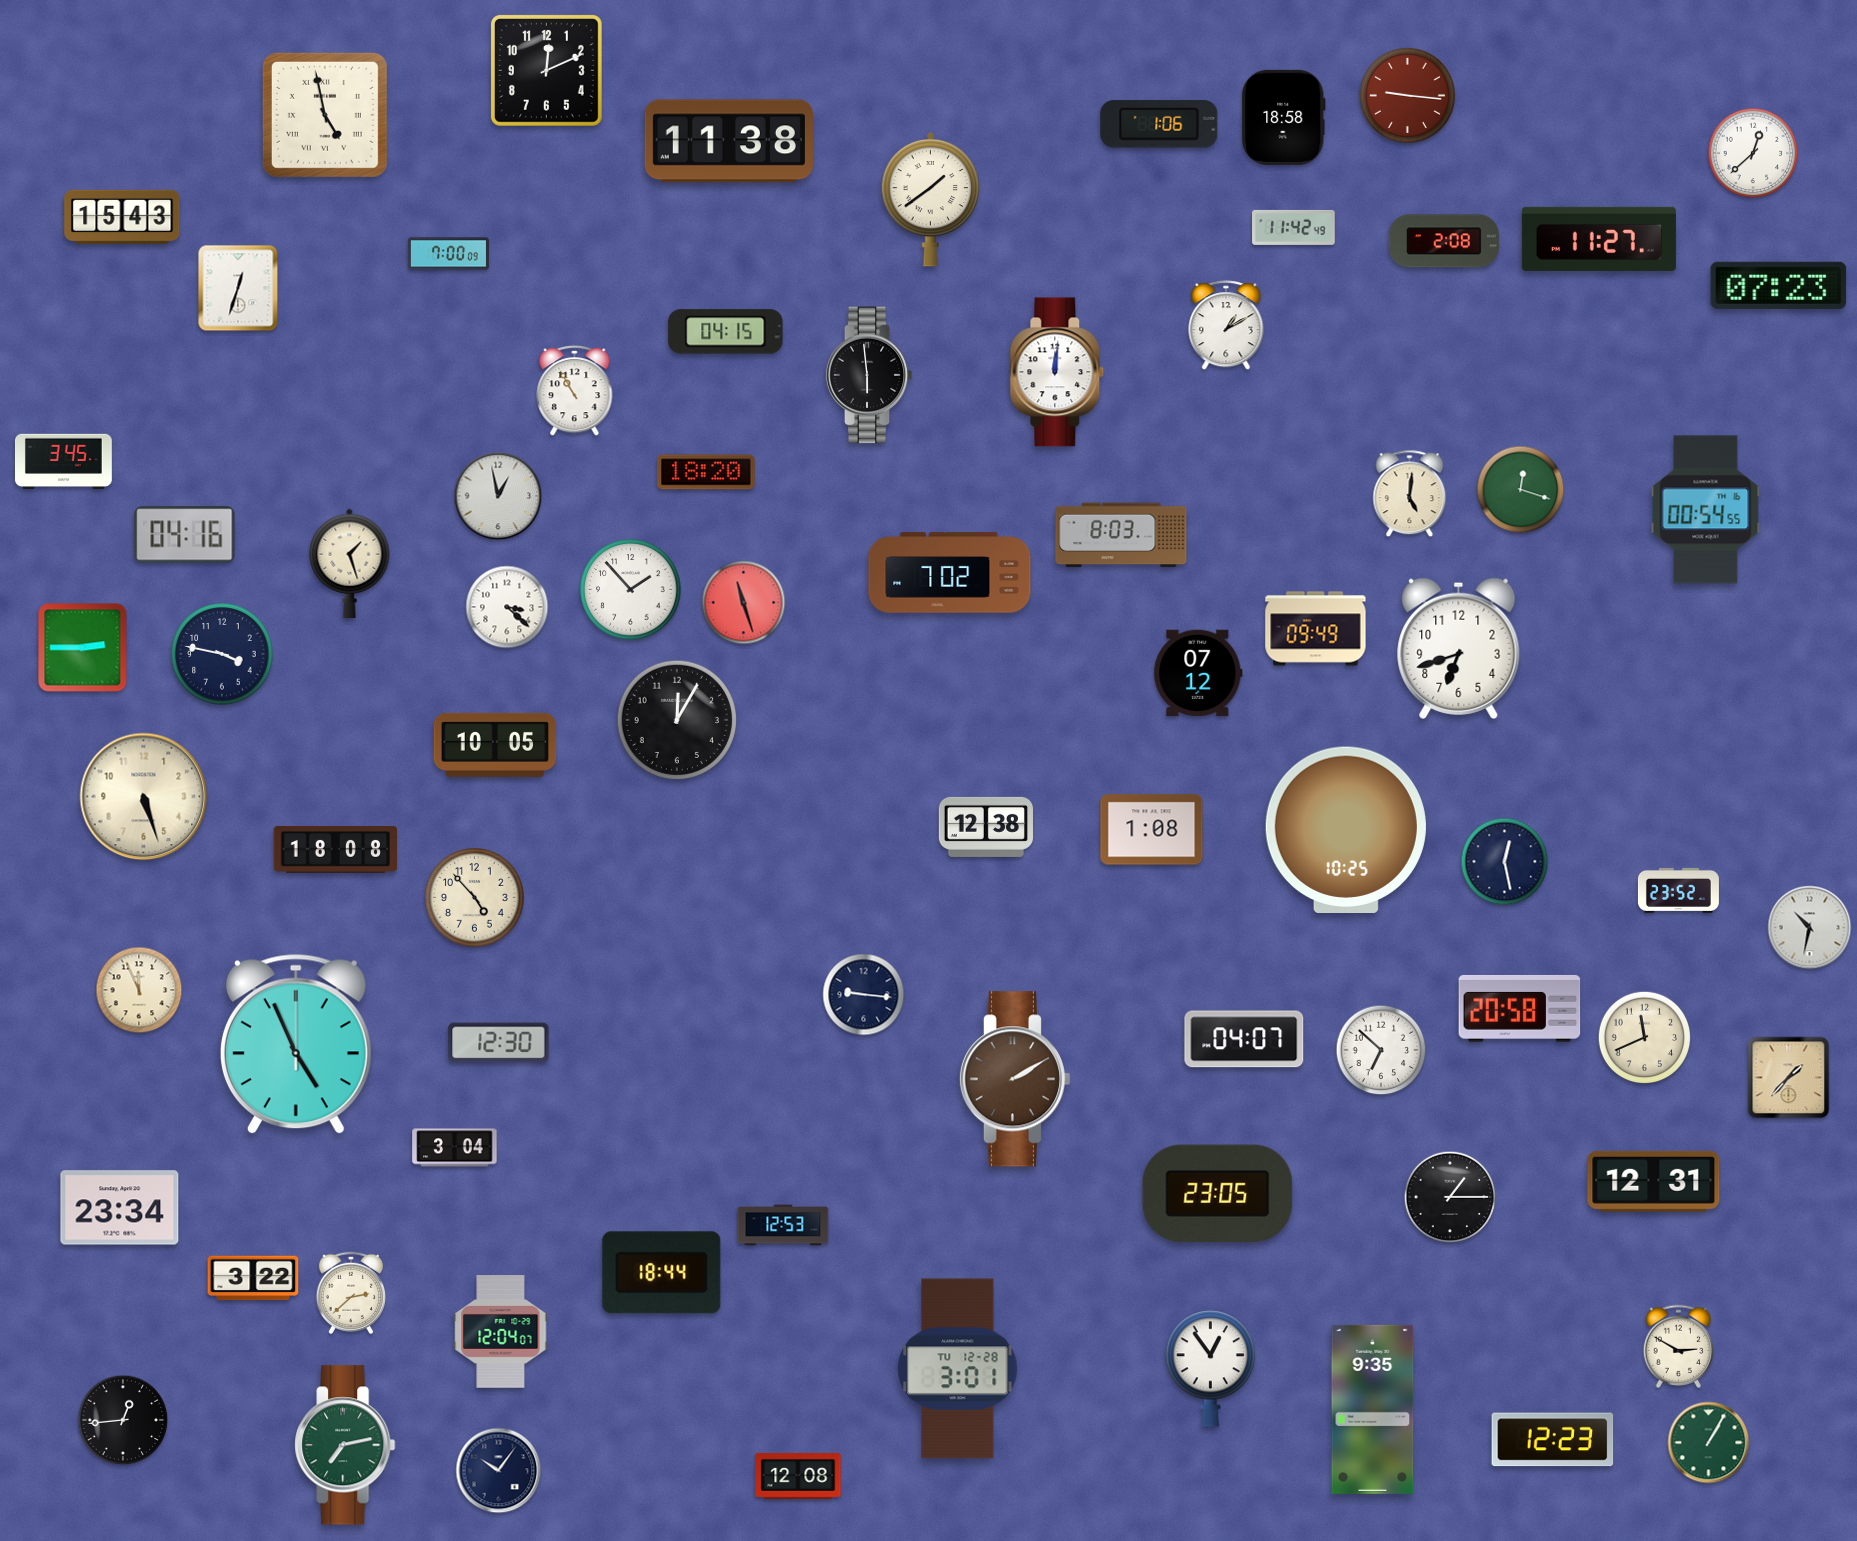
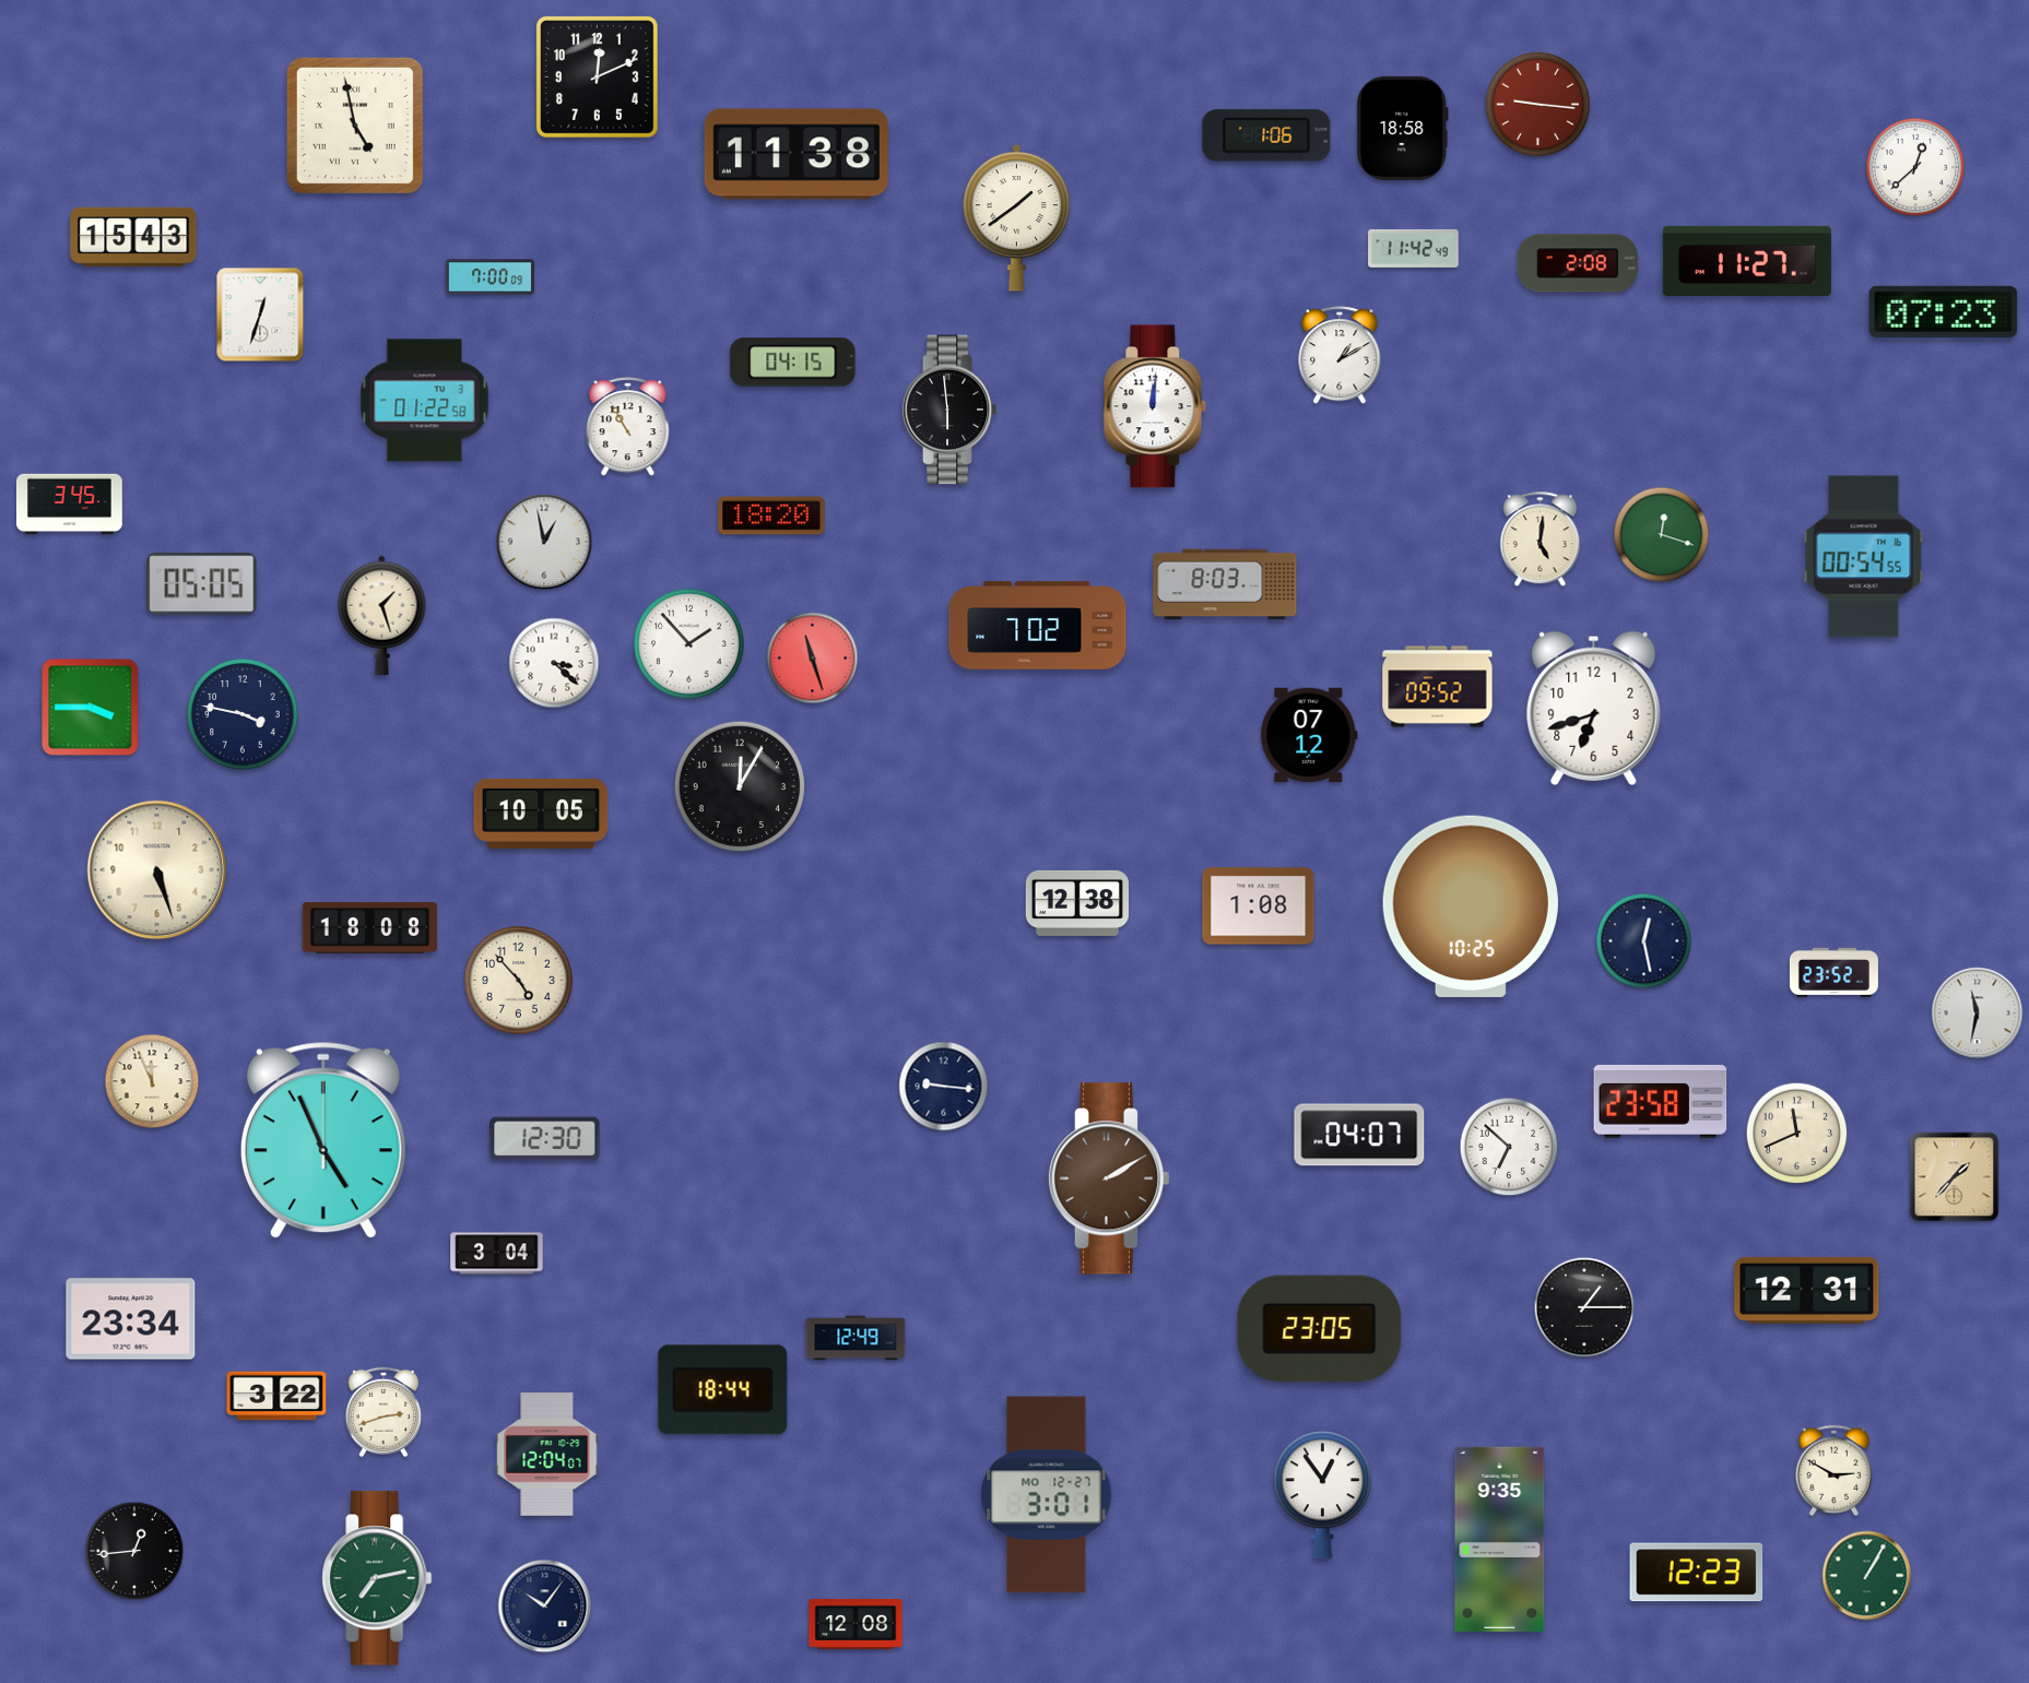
clock at (425, 401): none -> 01:22
clock at (185, 535): 04:16 -> 05:05
clock at (1316, 629): 09:49 -> 09:52
clock at (83, 648): 2:45 -> 3:45
clock at (335, 850) position: (335, 850) -> (369, 928)
clock at (1810, 928): 10:32 -> 11:32
clock at (1520, 1009): 20:58 -> 23:58
clock at (1218, 1193) position: (1218, 1193) -> (1320, 1328)
clock at (783, 1225): 12:53 -> 12:49
clock at (350, 1293): 2:38 -> 2:42
clock at (958, 1369) date: TU 12-28 -> MO 12-27
clock at (798, 1477) position: (798, 1477) -> (856, 1625)
